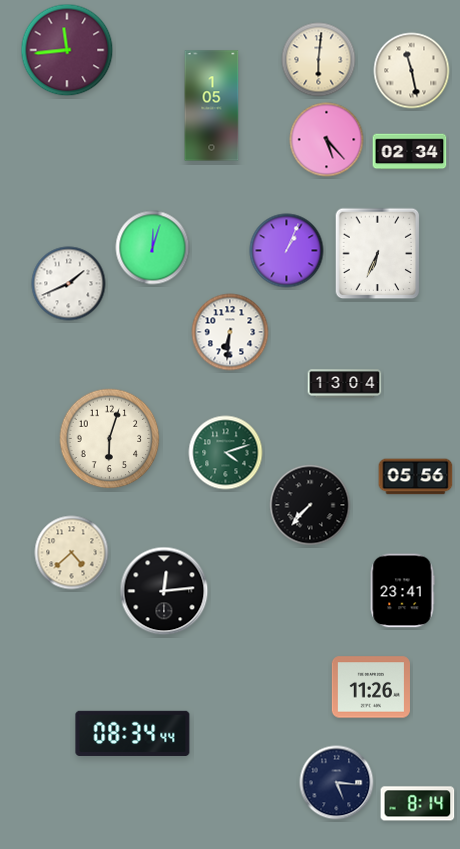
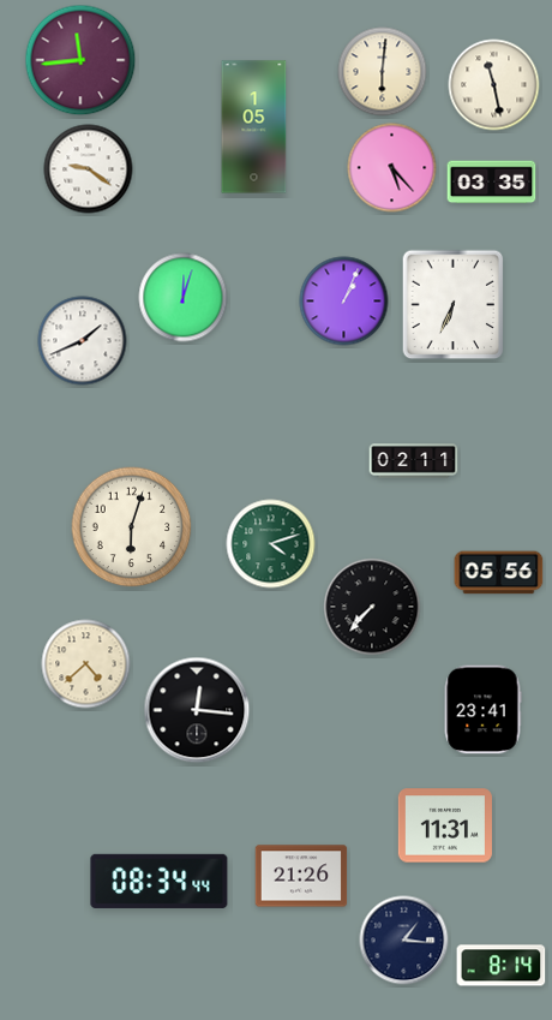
clock at (89, 169): none -> 9:21
clock at (410, 152): 02:34 -> 03:35
clock at (230, 332): 6:31 -> none
clock at (345, 384): 13:04 -> 02:11
clock at (164, 591): 12:14 -> 12:16
clock at (371, 687): 11:26 -> 11:31
clock at (301, 876): none -> 21:26
clock at (337, 783): 5:16 -> 1:16
